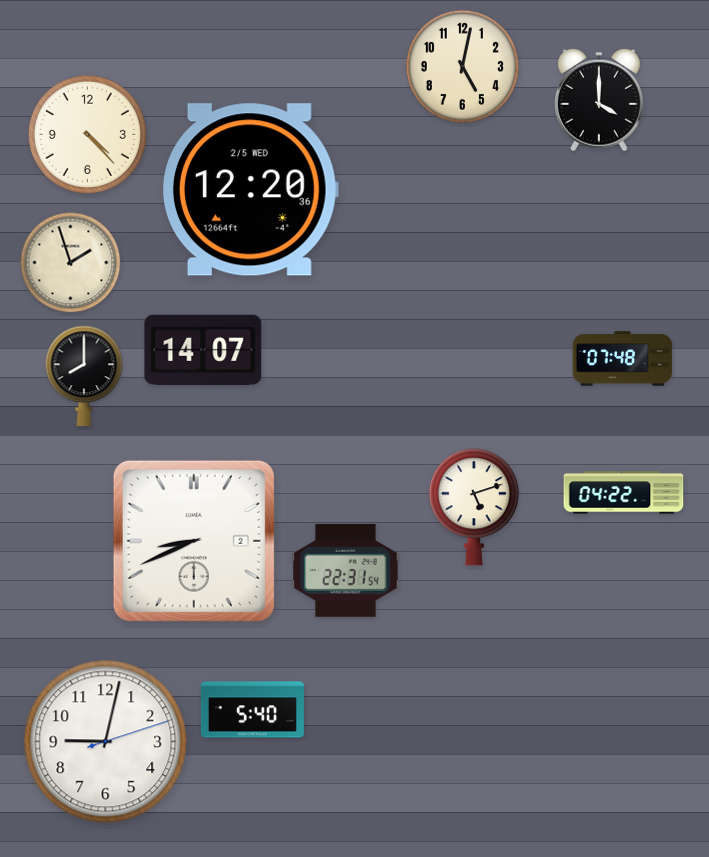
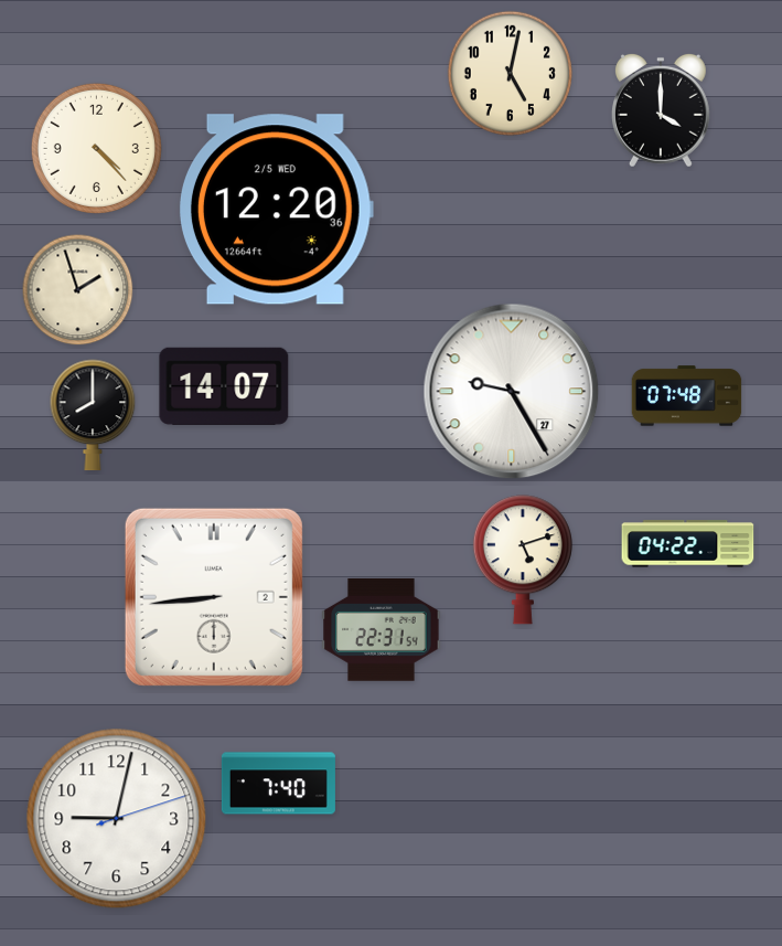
clock at (512, 392): none -> 9:25
clock at (194, 541): 8:41 -> 8:44
clock at (252, 710): 5:40 -> 7:40
